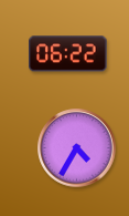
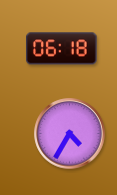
clock at (68, 54): 06:22 -> 06:18
